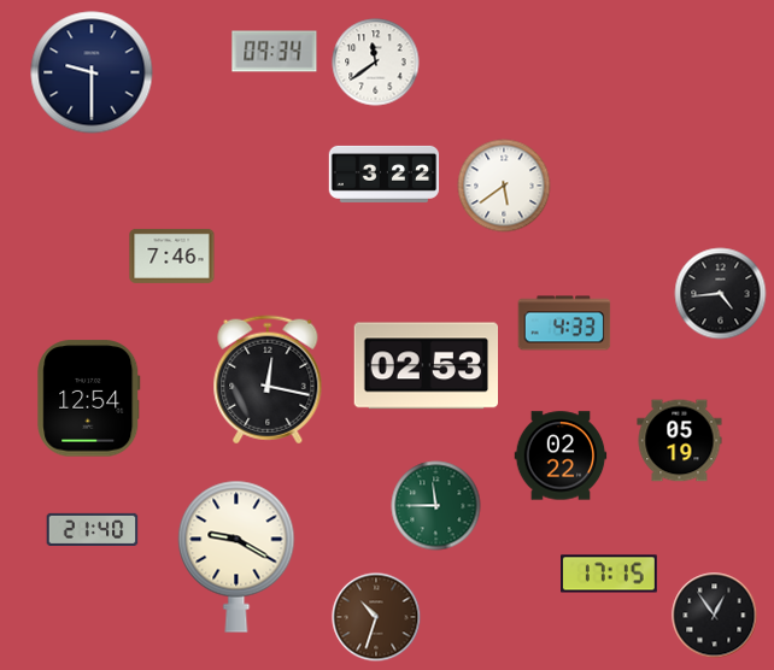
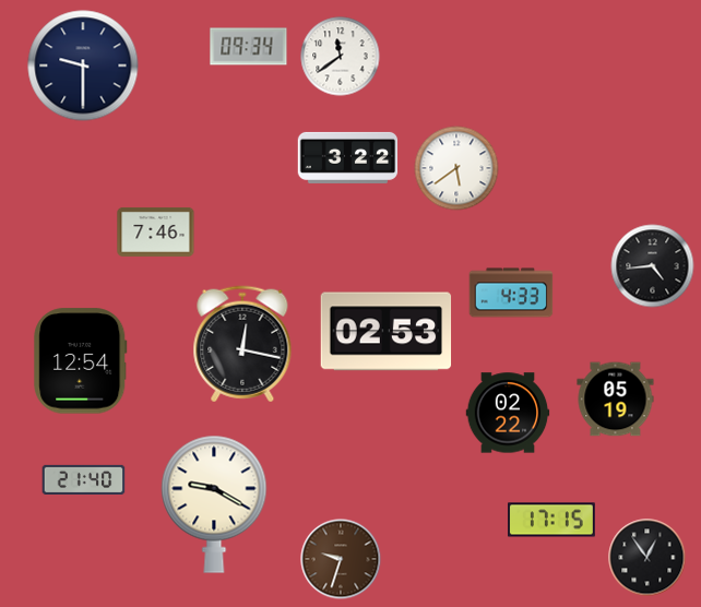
clock at (436, 506): 11:45 -> none
clock at (376, 617): 10:33 -> 9:33
